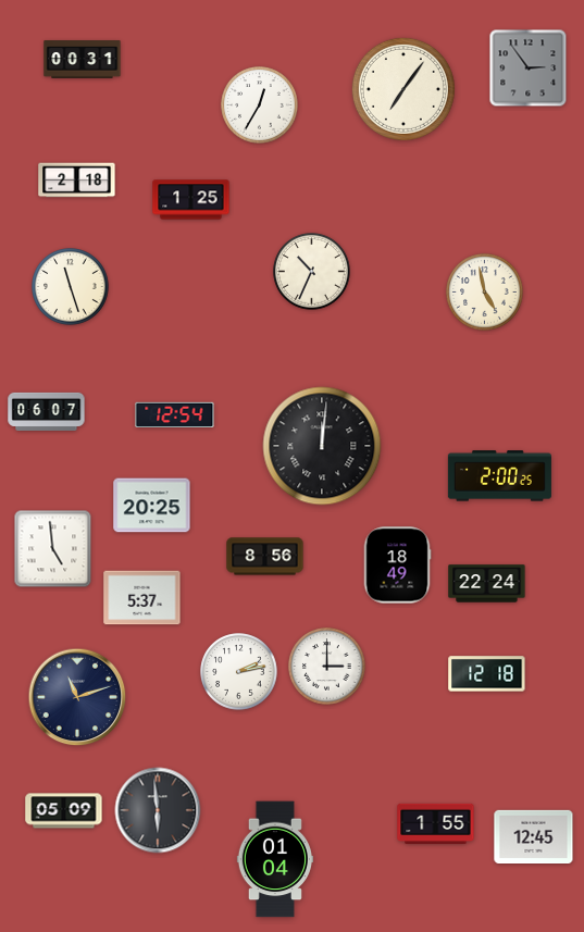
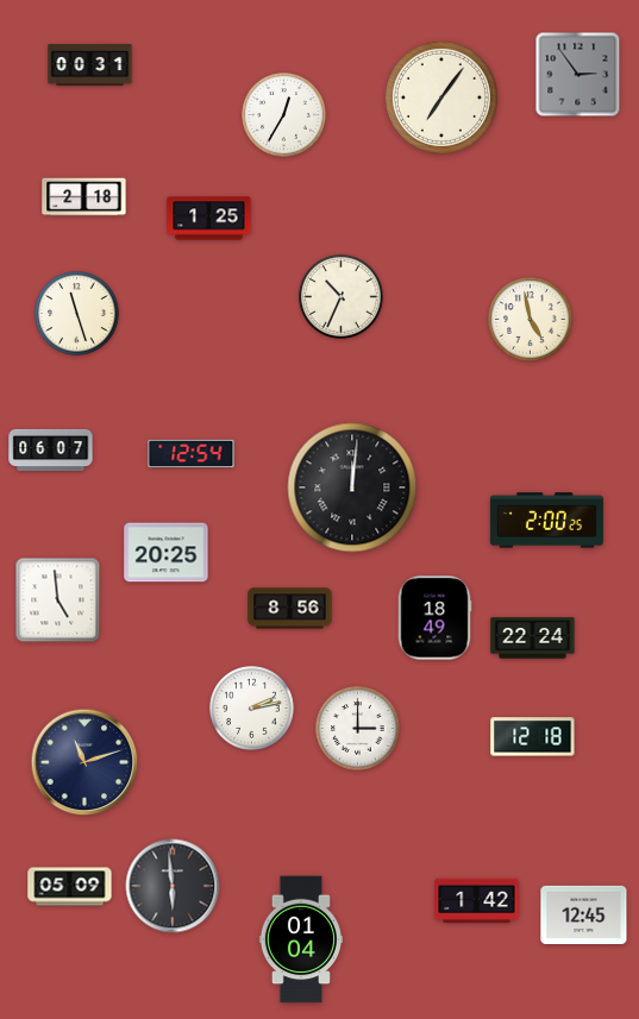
clock at (142, 598): 5:37 -> none
clock at (239, 672) position: (239, 672) -> (252, 709)
clock at (436, 823): 1:55 -> 1:42
